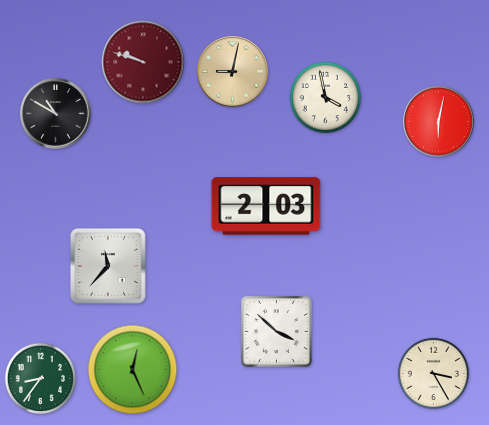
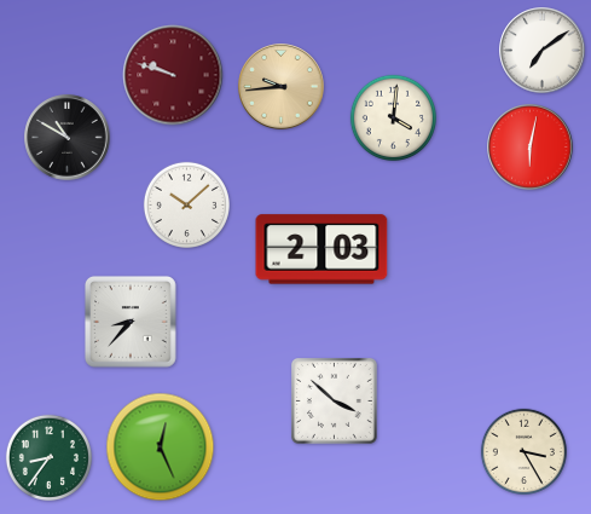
clock at (543, 51): none -> 7:09
clock at (233, 72): 9:02 -> 9:44
clock at (325, 97): 3:58 -> 4:01
clock at (186, 204): none -> 10:08
clock at (108, 266): 11:37 -> 8:37
